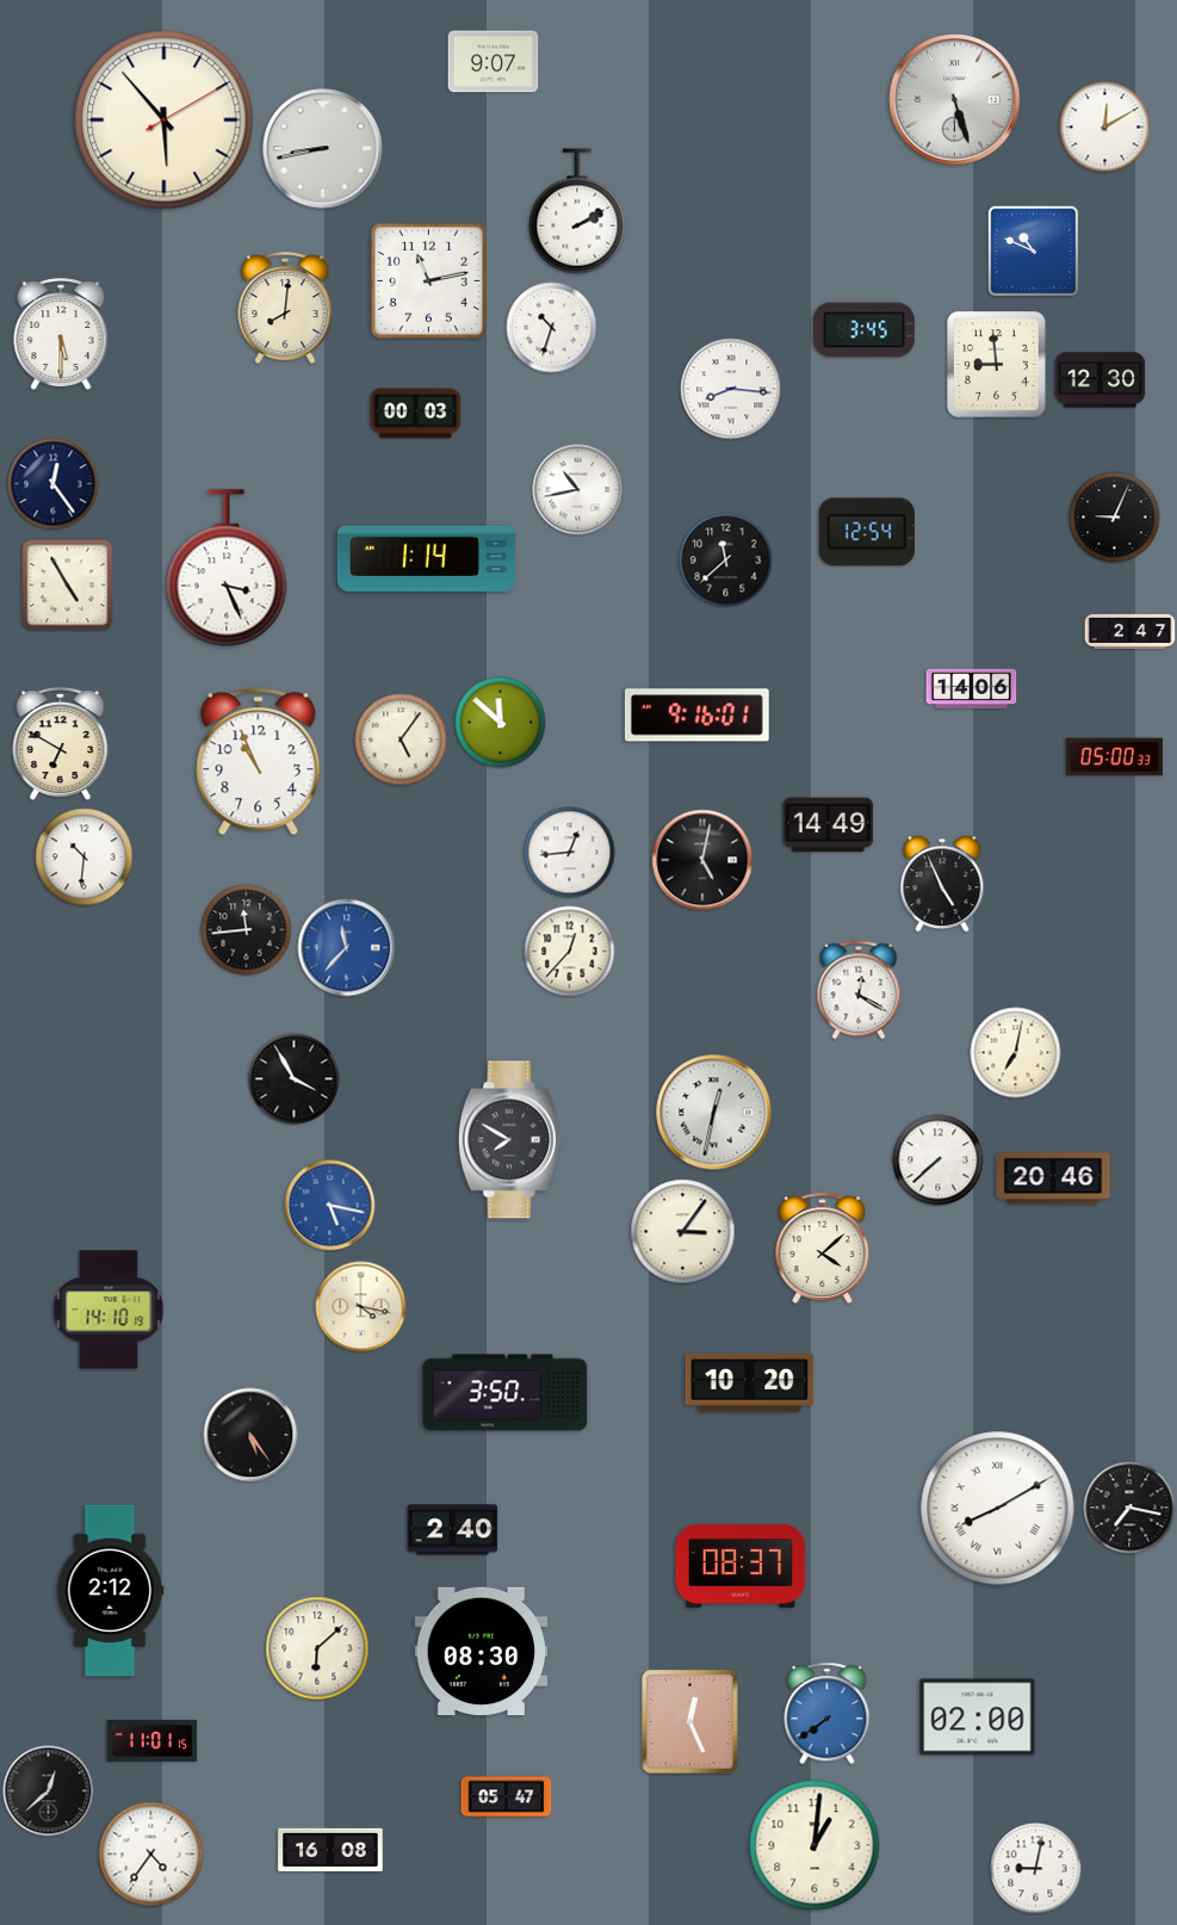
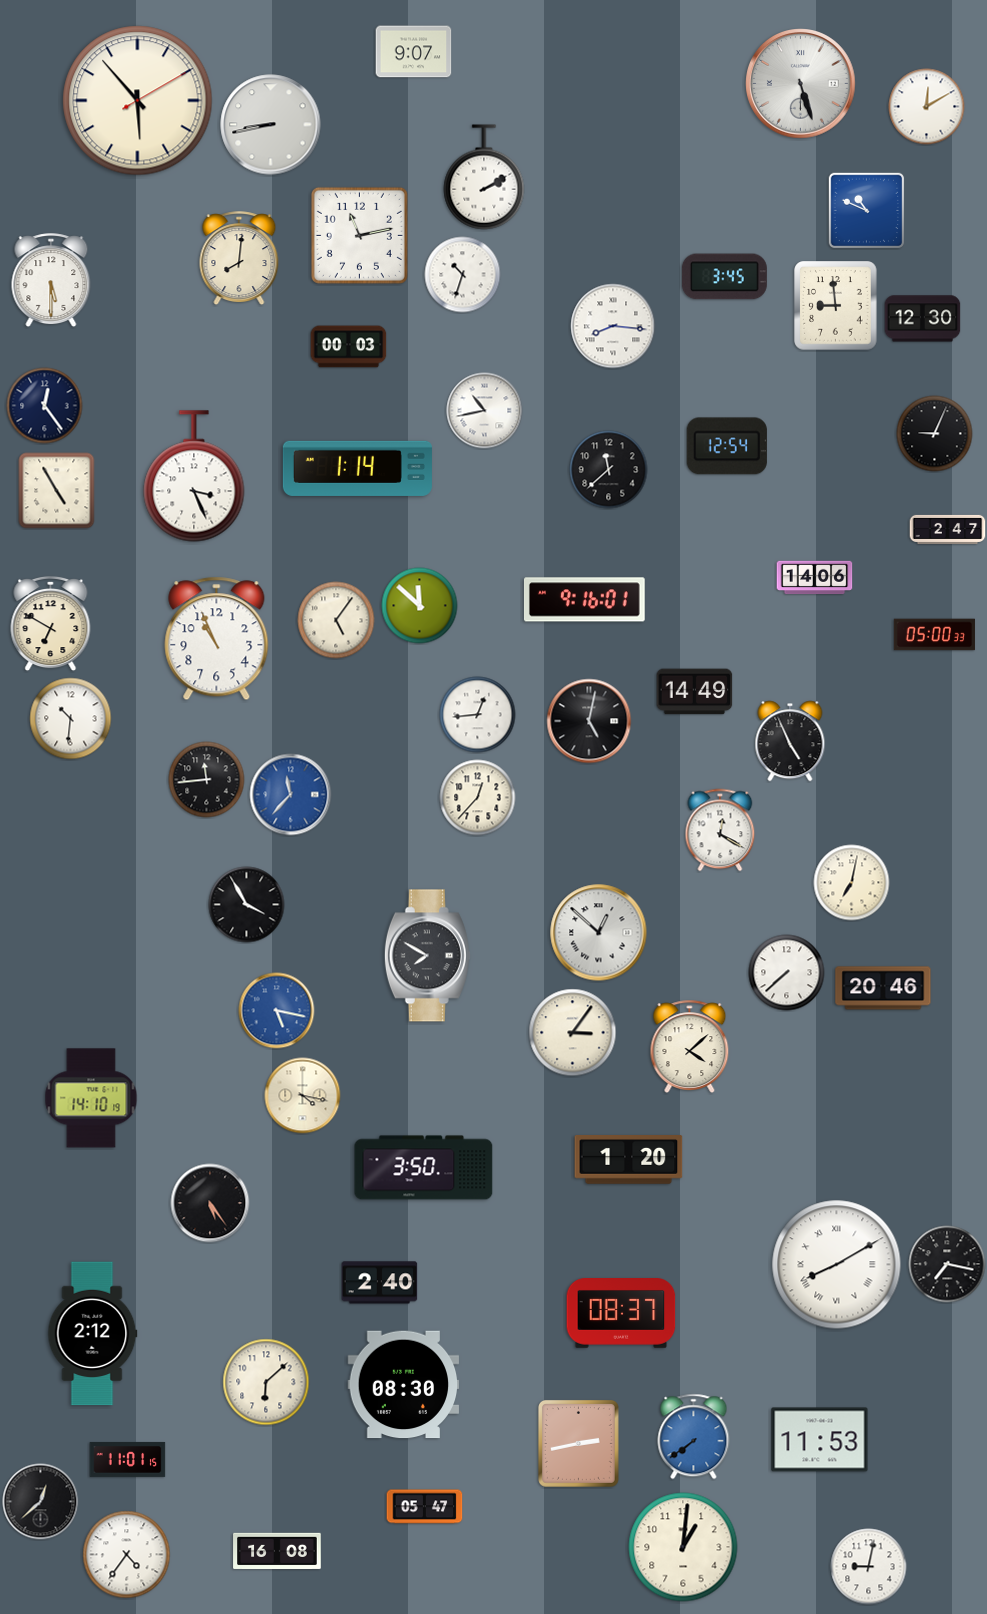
clock at (227, 568) position: (227, 568) -> (194, 476)
clock at (714, 1113): 12:32 -> 12:52
clock at (750, 1384): 10:20 -> 1:20
clock at (978, 1717): 02:00 -> 11:53
clock at (689, 1721): 12:26 -> 2:43
